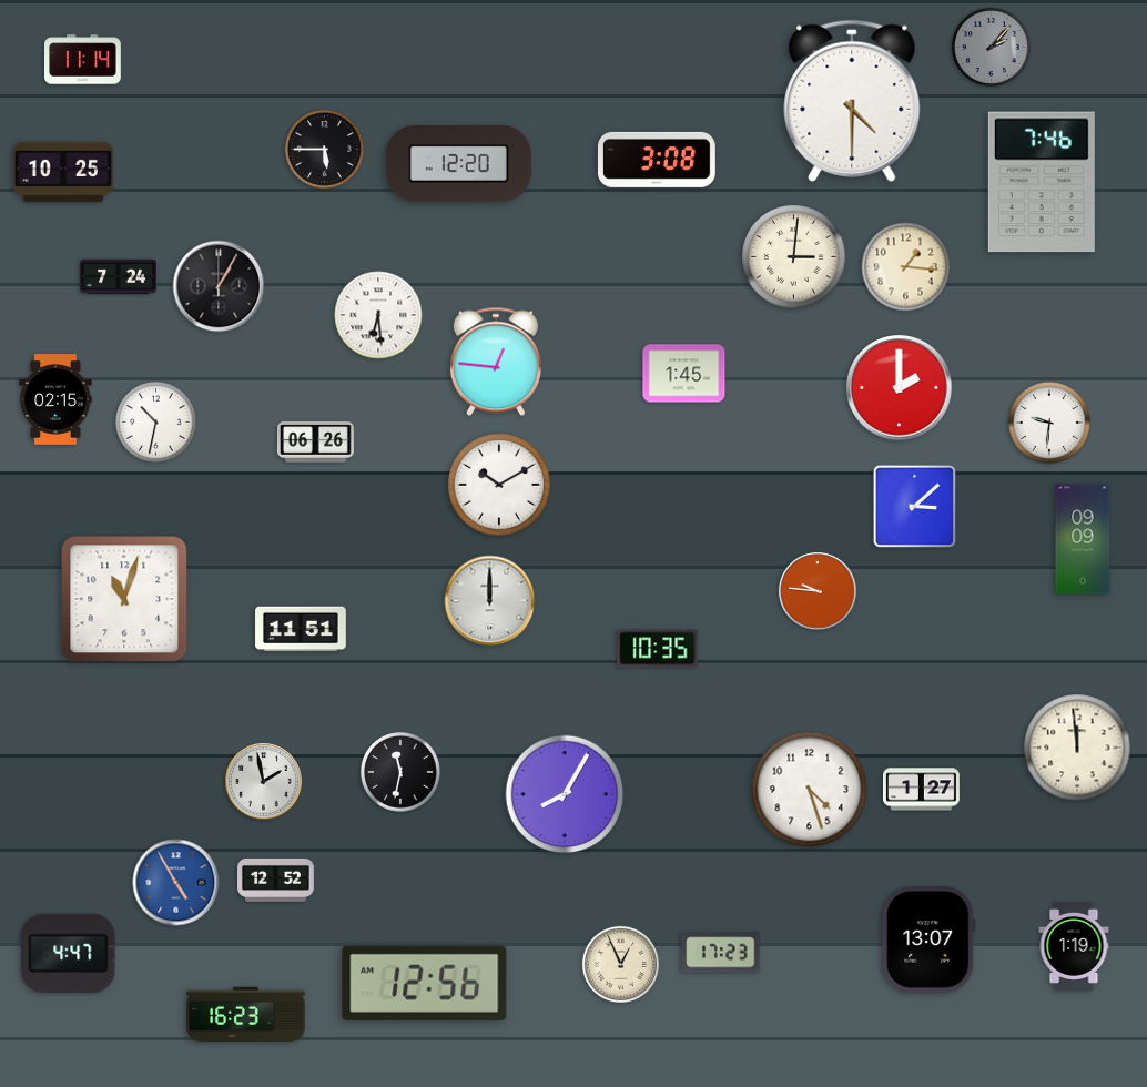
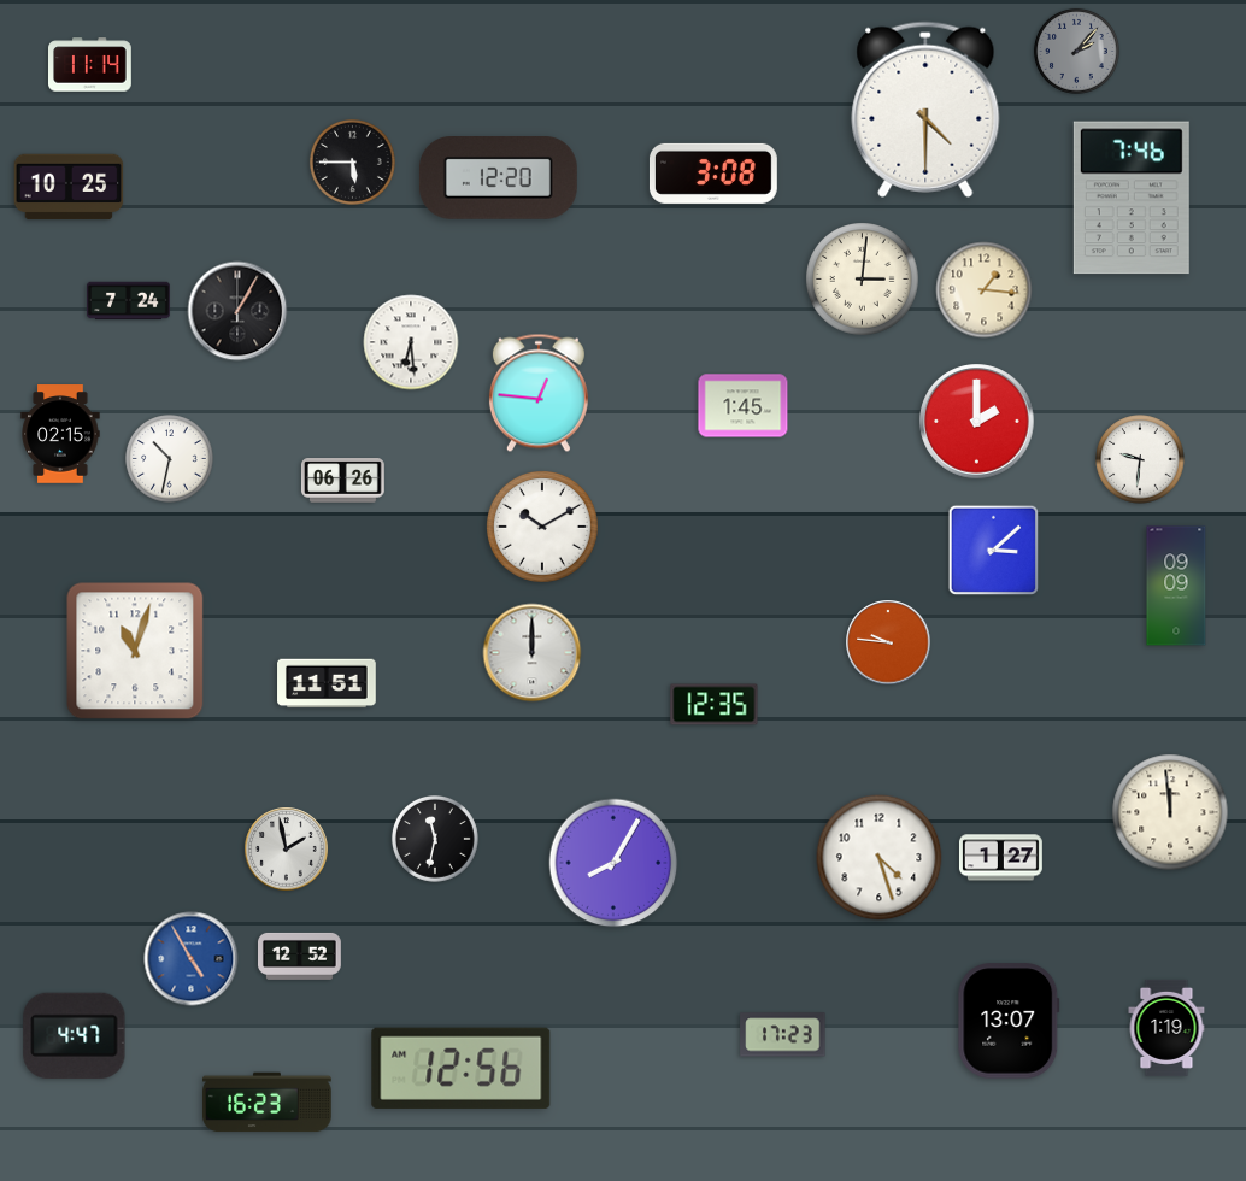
clock at (658, 649): 10:35 -> 12:35
clock at (620, 964): 12:56 -> none
